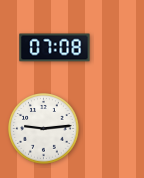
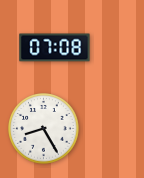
clock at (44, 129): 9:14 -> 8:25
